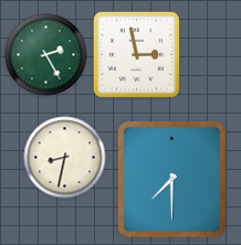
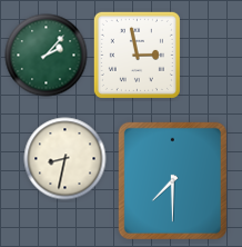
clock at (46, 55): 2:25 -> 2:07
